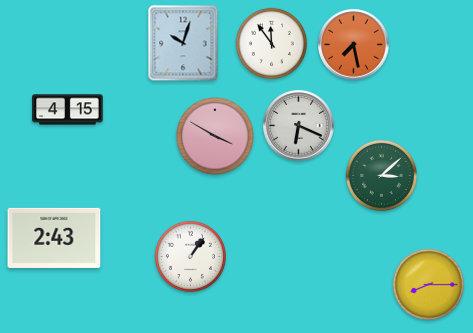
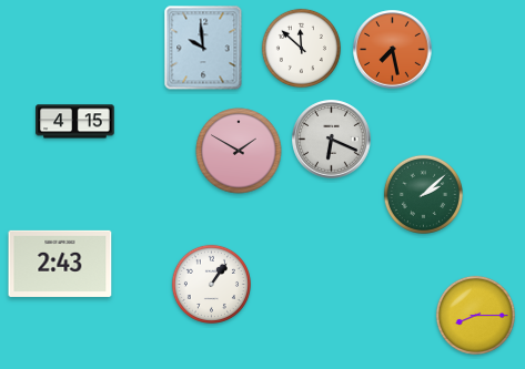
clock at (183, 43): 10:03 -> 9:59
clock at (271, 43): 11:54 -> 11:52
clock at (215, 136): 3:50 -> 1:50
clock at (381, 175): 3:08 -> 2:08
